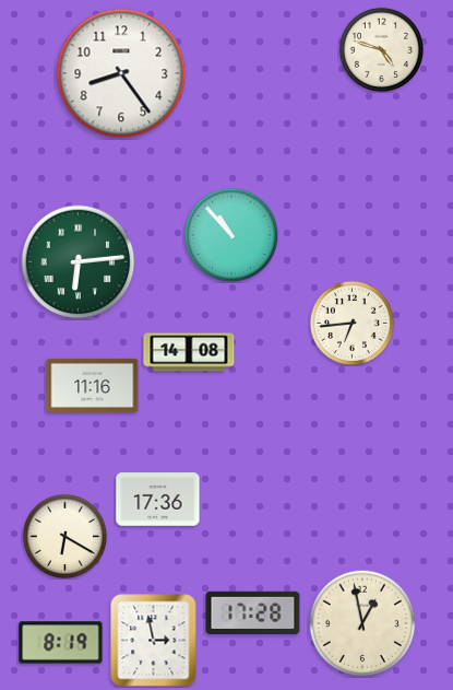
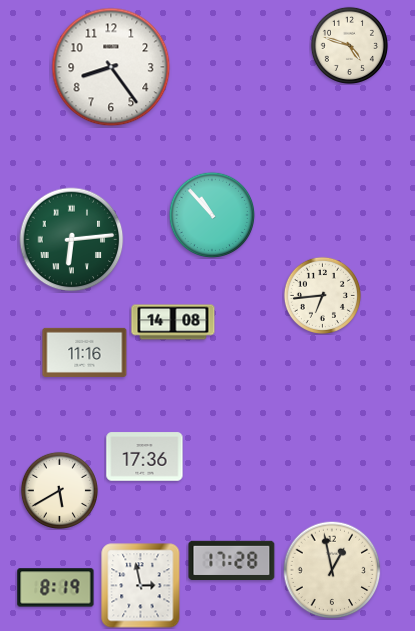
clock at (64, 536): 6:20 -> 5:40
